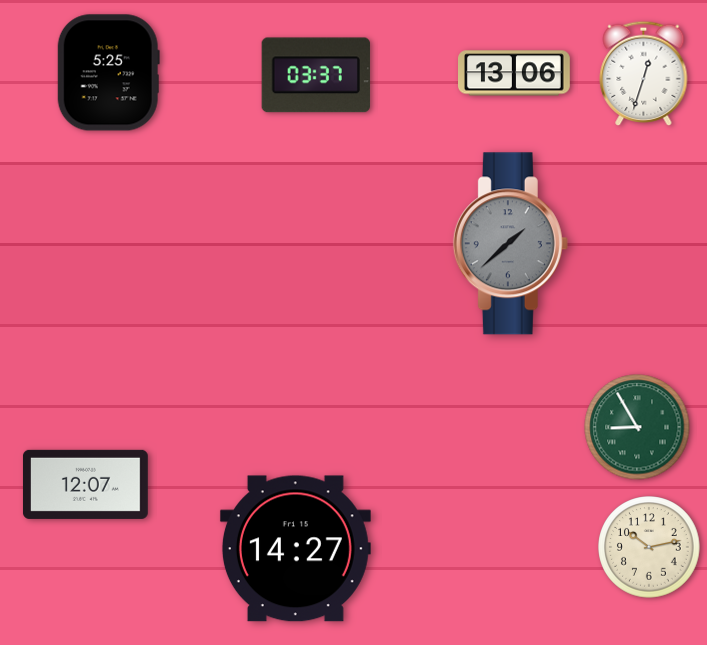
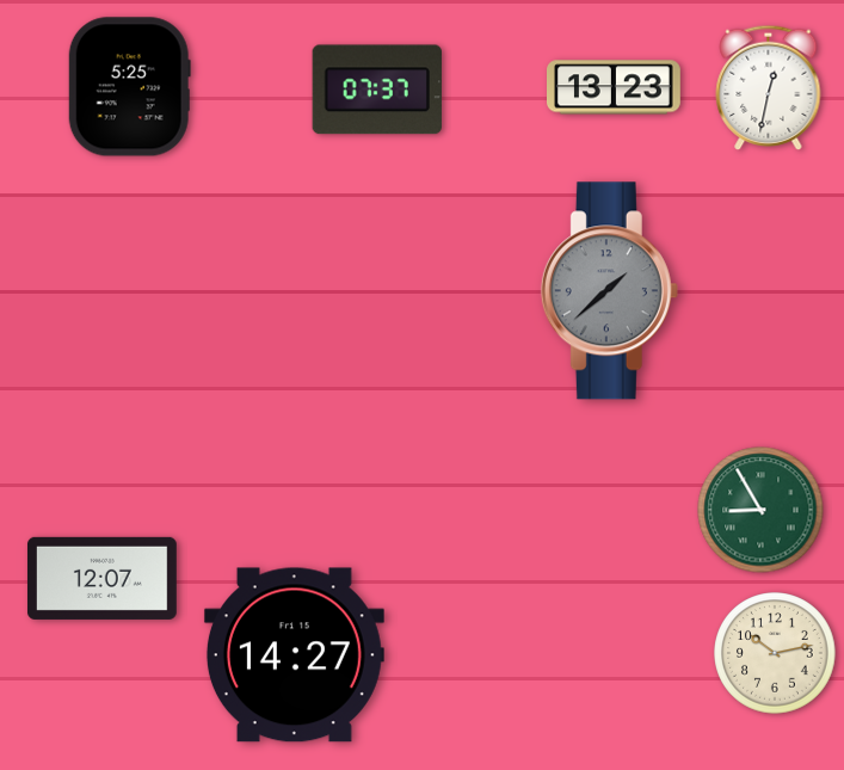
clock at (515, 73): 13:06 -> 13:23
clock at (644, 73): 12:33 -> 12:32
clock at (316, 75): 03:37 -> 07:37
clock at (295, 549) position: (295, 549) -> (294, 655)
